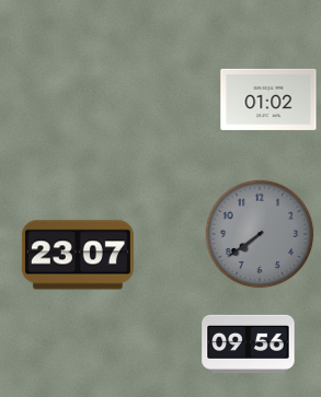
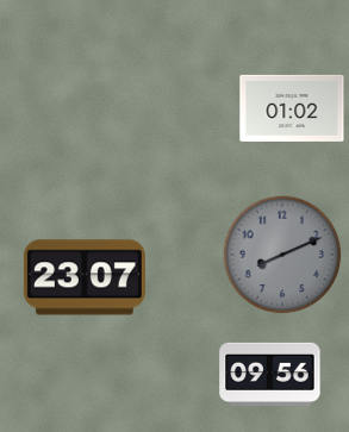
clock at (260, 234): 7:39 -> 8:11
